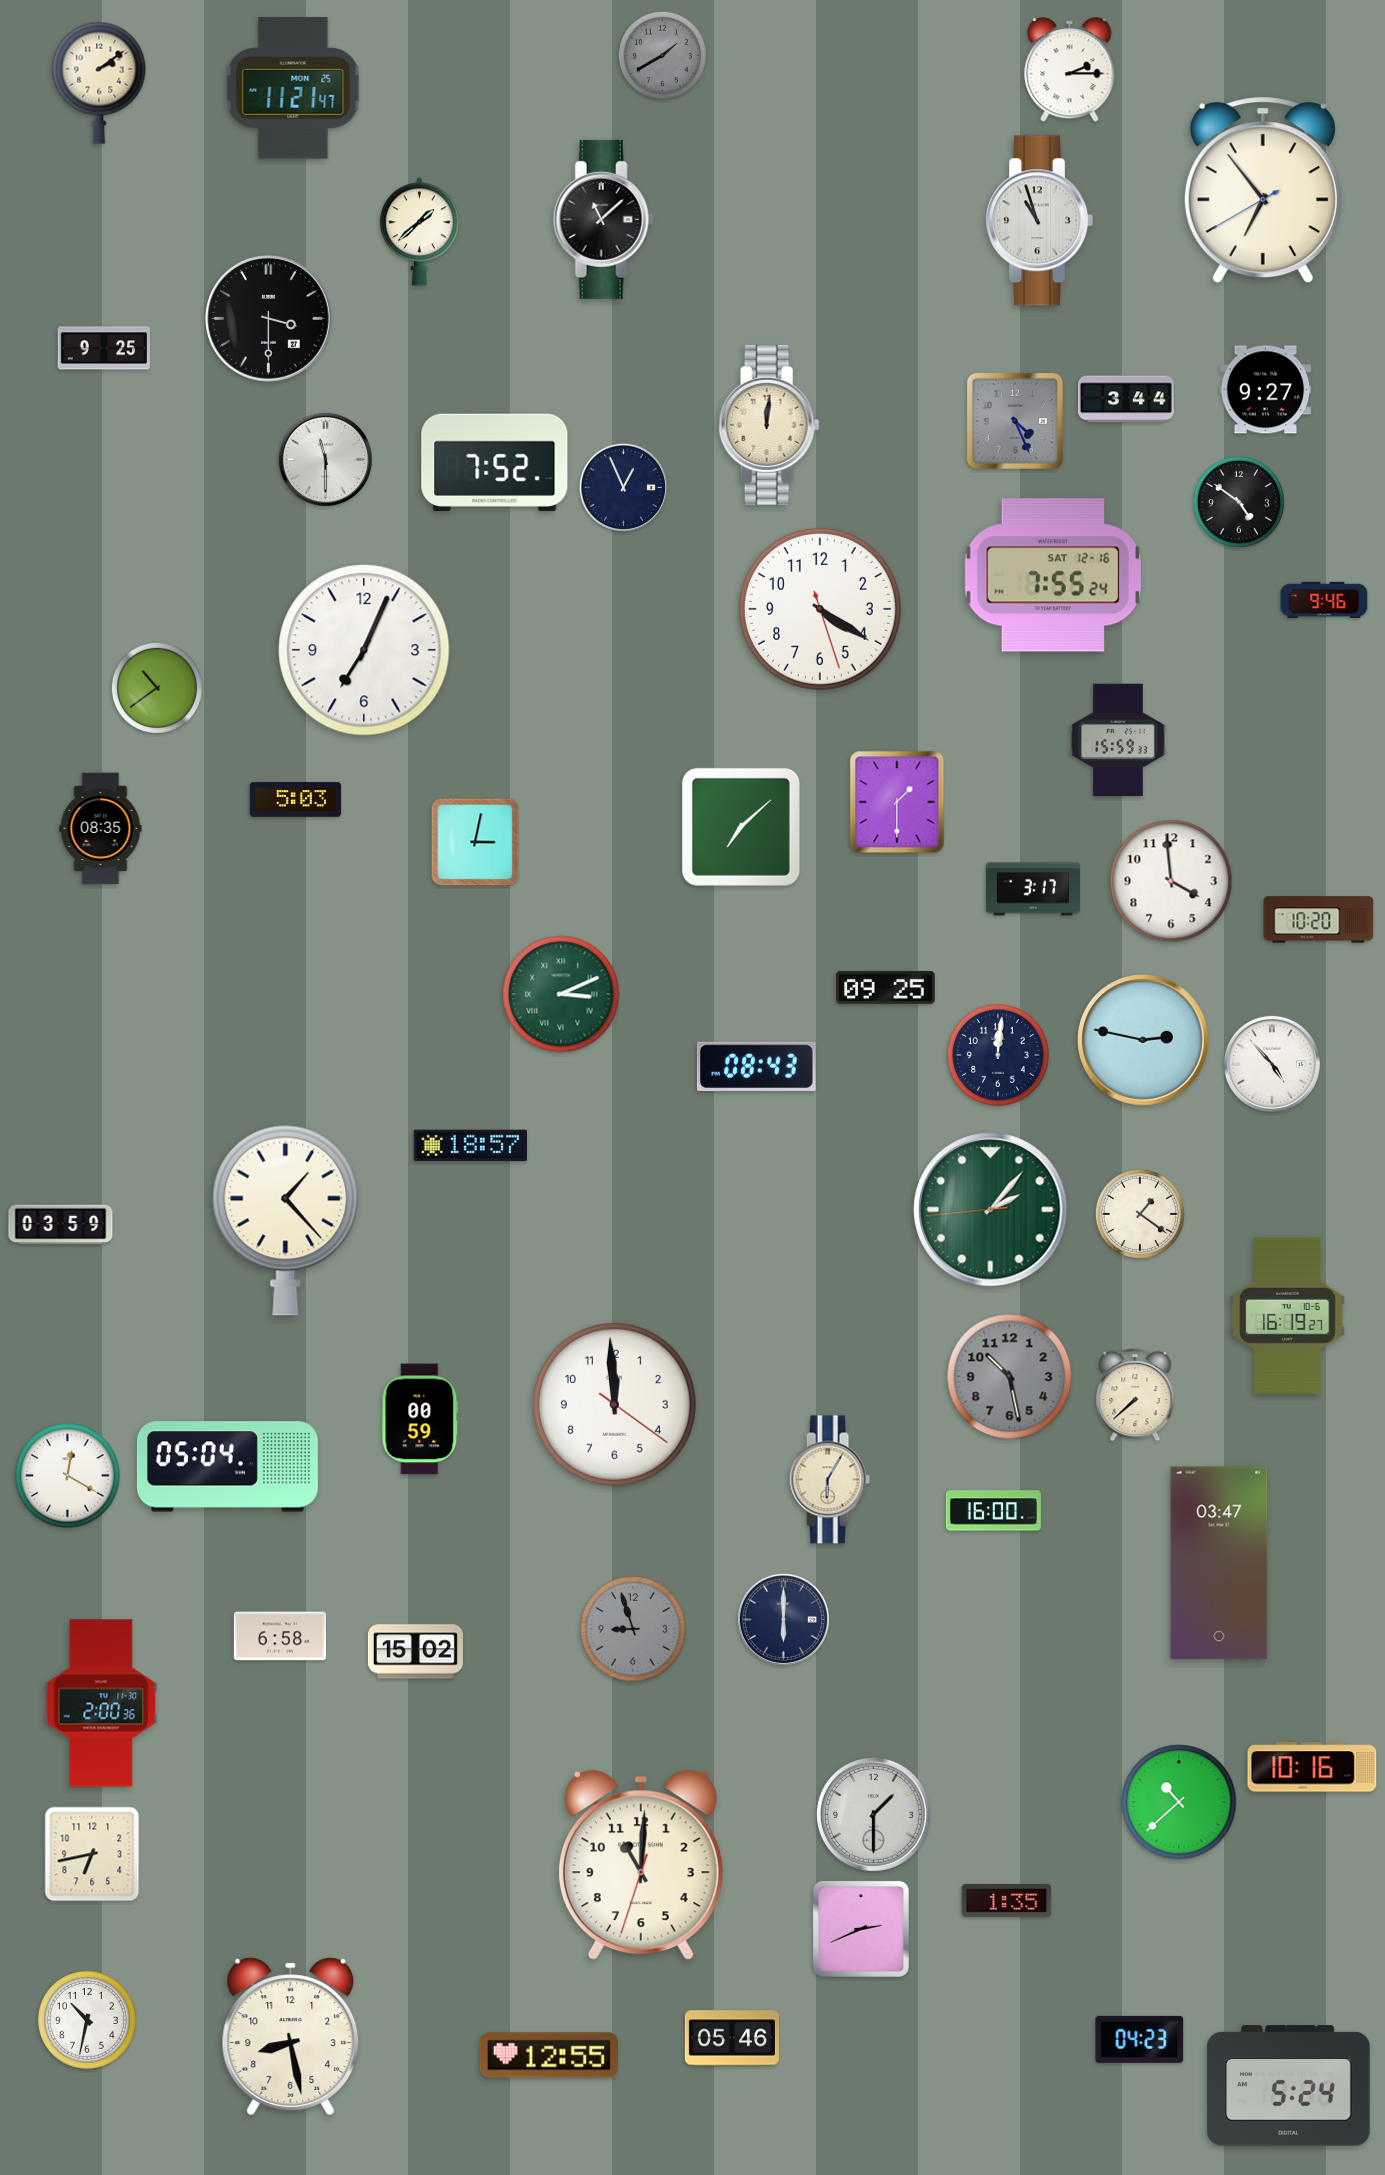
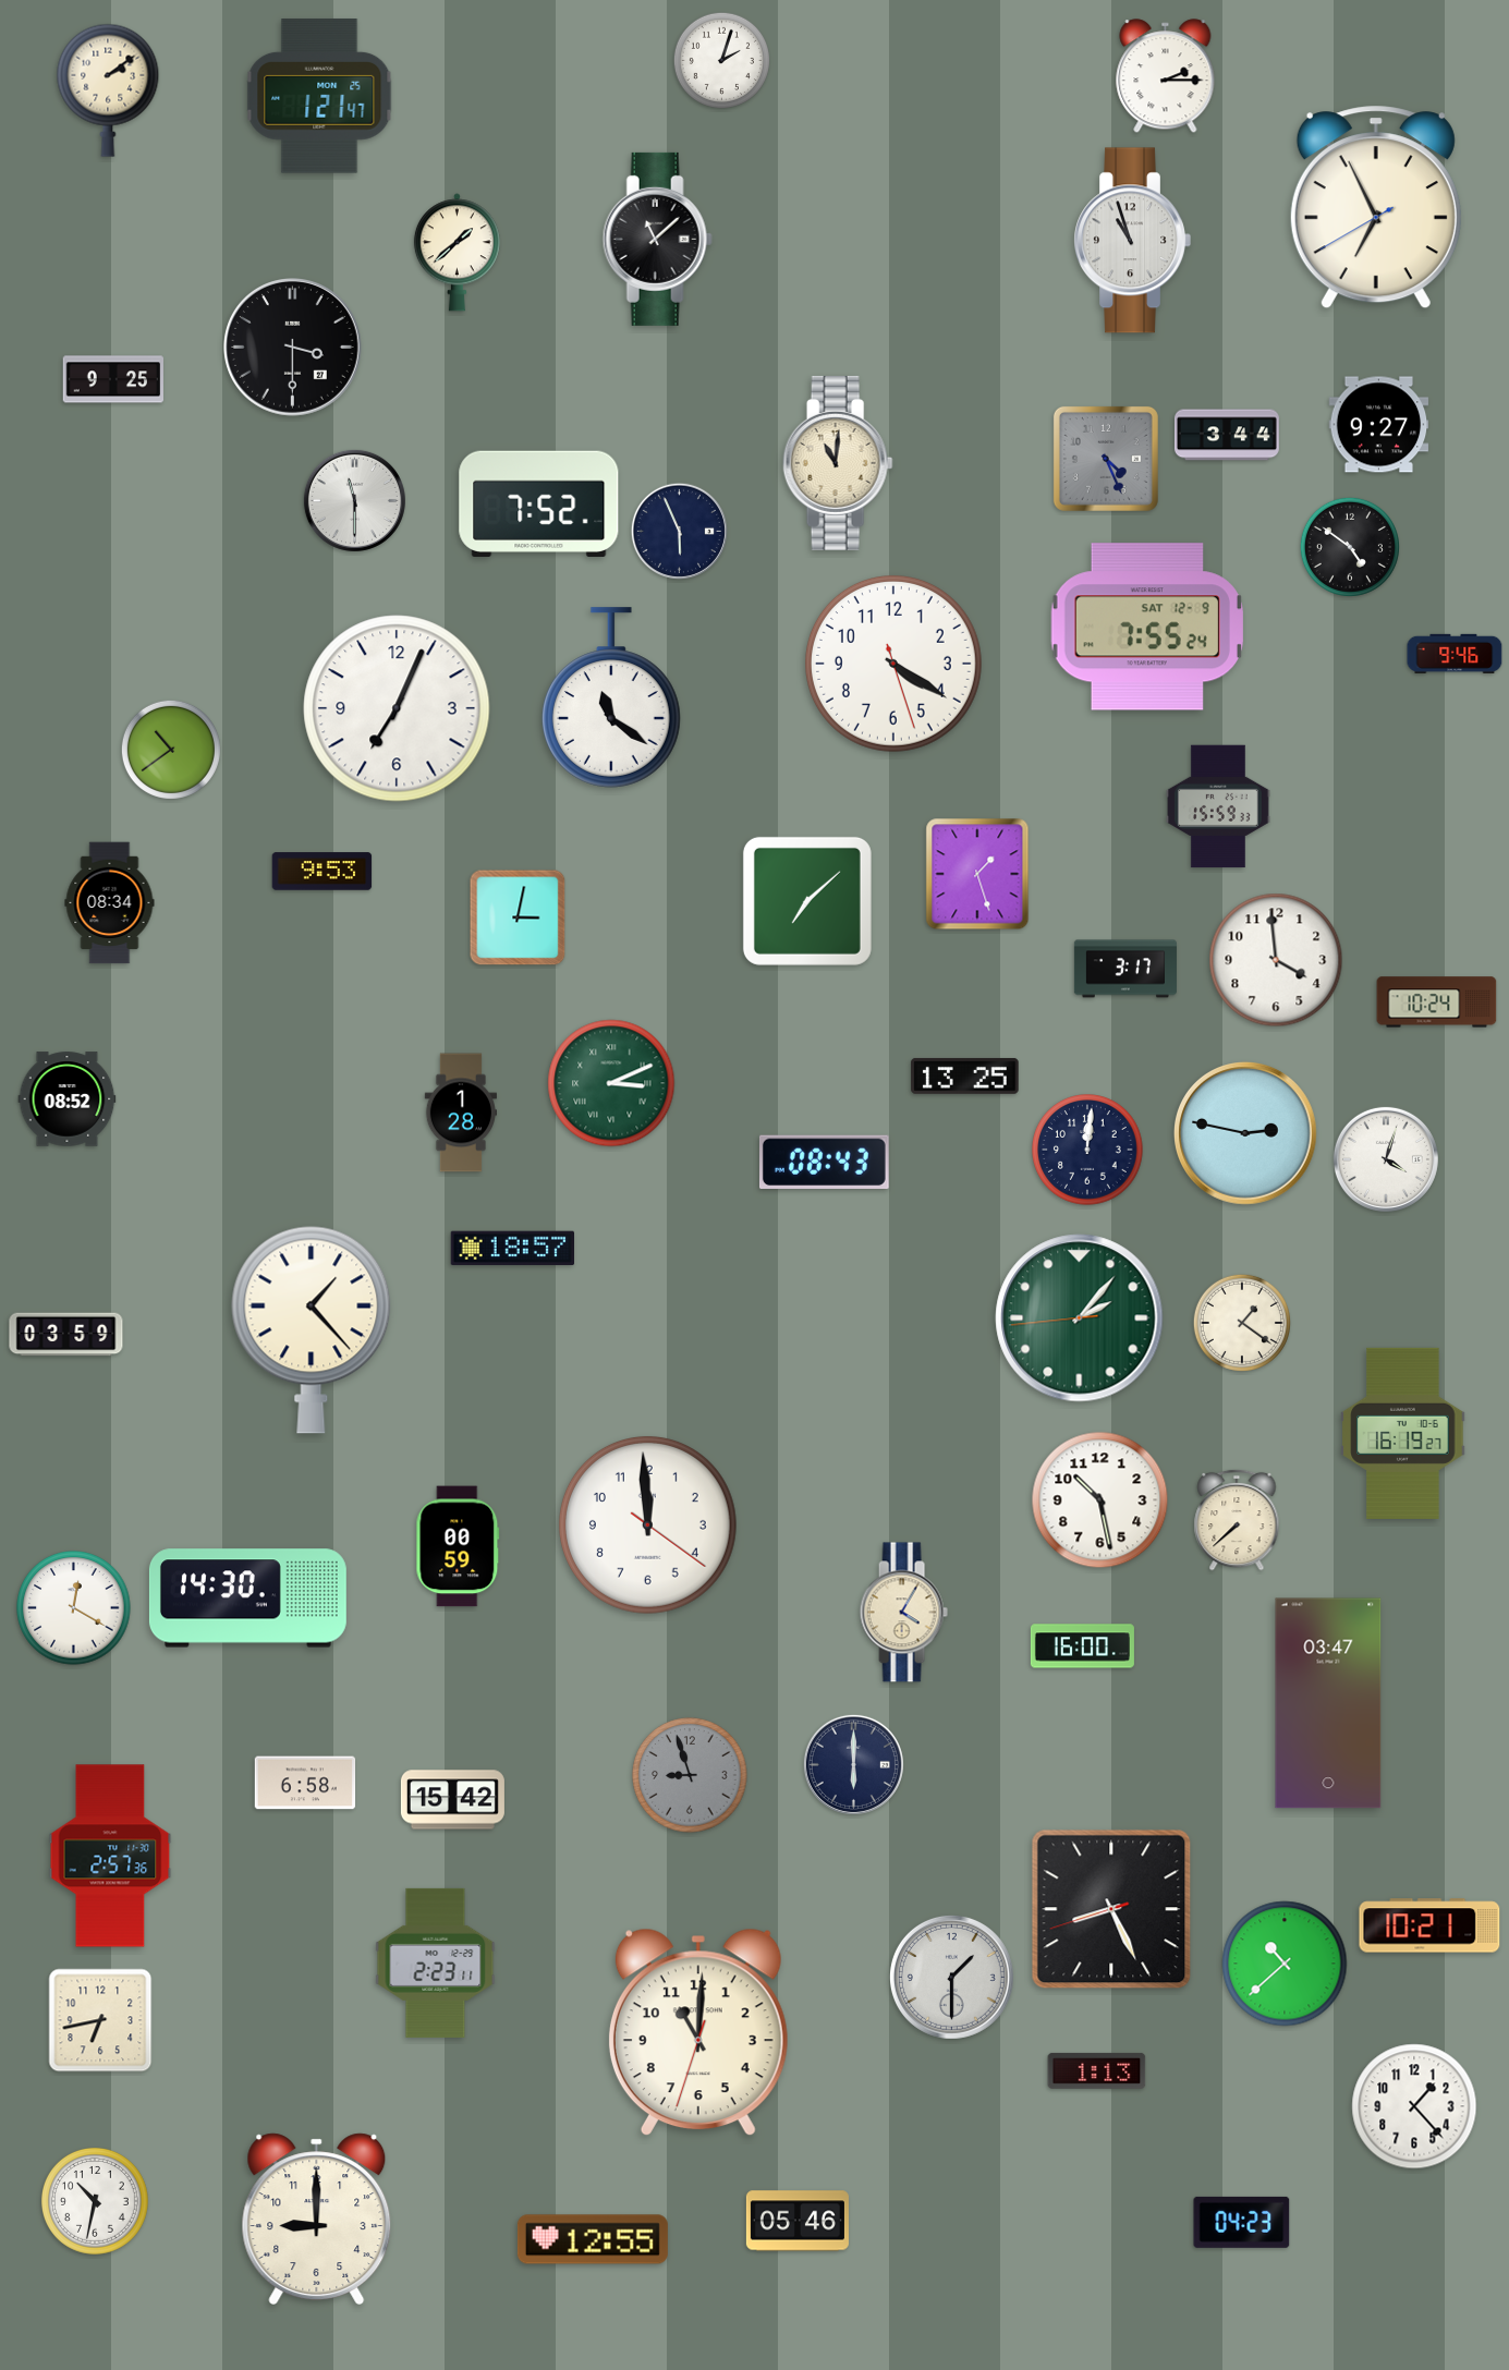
clock at (662, 55): 1:40 -> 2:03
clock at (662, 55) dial: grey -> white
clock at (293, 88): 11:21 -> 1:21
clock at (1263, 190): 6:53 -> 6:55
clock at (769, 425): 12:01 -> 11:01
clock at (623, 487): 12:56 -> 5:56
clock at (1053, 575) date: SAT 12-16 -> SAT 12-9
clock at (1324, 600) position: (1324, 600) -> (1455, 654)
clock at (611, 697): none -> 11:21
clock at (296, 800): 5:03 -> 9:53
clock at (897, 802): 1:30 -> 1:27
clock at (101, 829): 08:35 -> 08:34
clock at (1319, 920): 10:20 -> 10:24
clock at (886, 988): 09:25 -> 13:25
clock at (68, 1099): none -> 08:52
clock at (460, 1113): none -> 1:28
clock at (1272, 1064): 4:53 -> 4:03
clock at (1010, 1377) dial: grey -> white
clock at (614, 1404) position: (614, 1404) -> (647, 1524)
clock at (227, 1467): 05:04 -> 14:30
clock at (829, 1480): 6:05 -> 4:05
clock at (415, 1652): 15:02 -> 15:42
clock at (101, 1703): 2:00 -> 2:57
clock at (1111, 1909): none -> 8:25
clock at (1312, 1767): 10:16 -> 10:21
clock at (436, 1962): none -> 2:23
clock at (1007, 1900): 1:35 -> 1:13
clock at (861, 1929): 2:41 -> none
clock at (1414, 2106): none -> 1:23
clock at (291, 2036): 8:28 -> 9:00
clock at (549, 2055) position: (549, 2055) -> (593, 2239)
clock at (1289, 2086): 5:24 -> none
